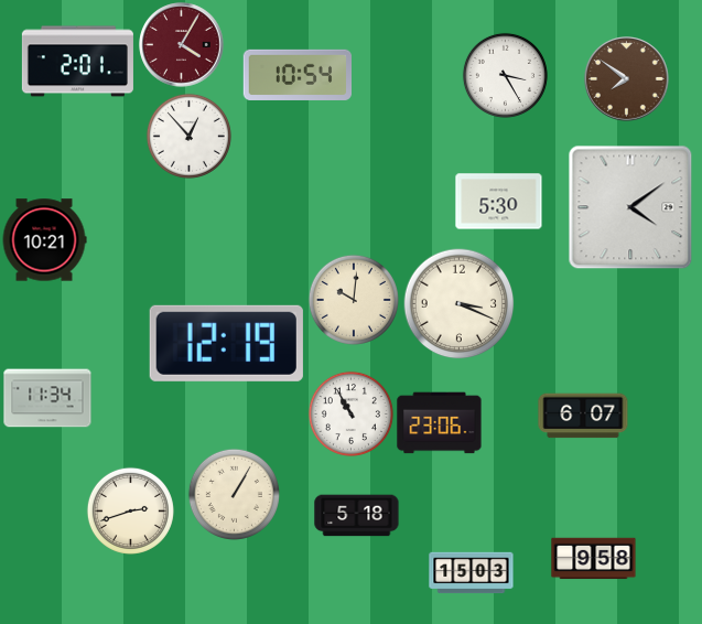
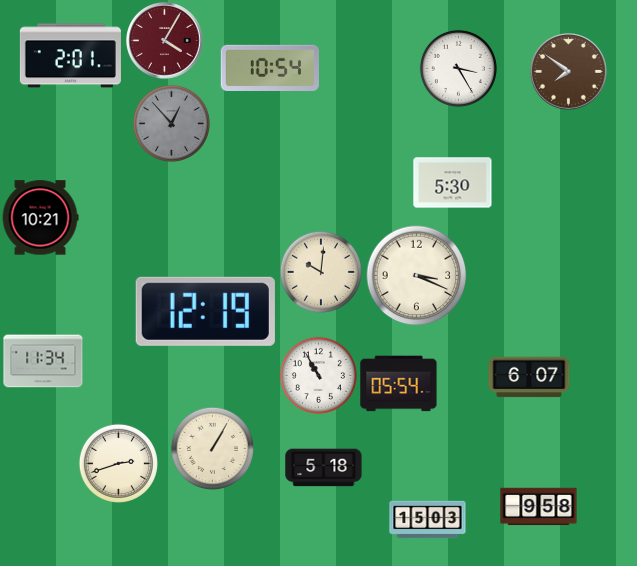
clock at (188, 136) dial: white -> grey
clock at (630, 207): 4:09 -> none
clock at (440, 423): 23:06 -> 05:54
